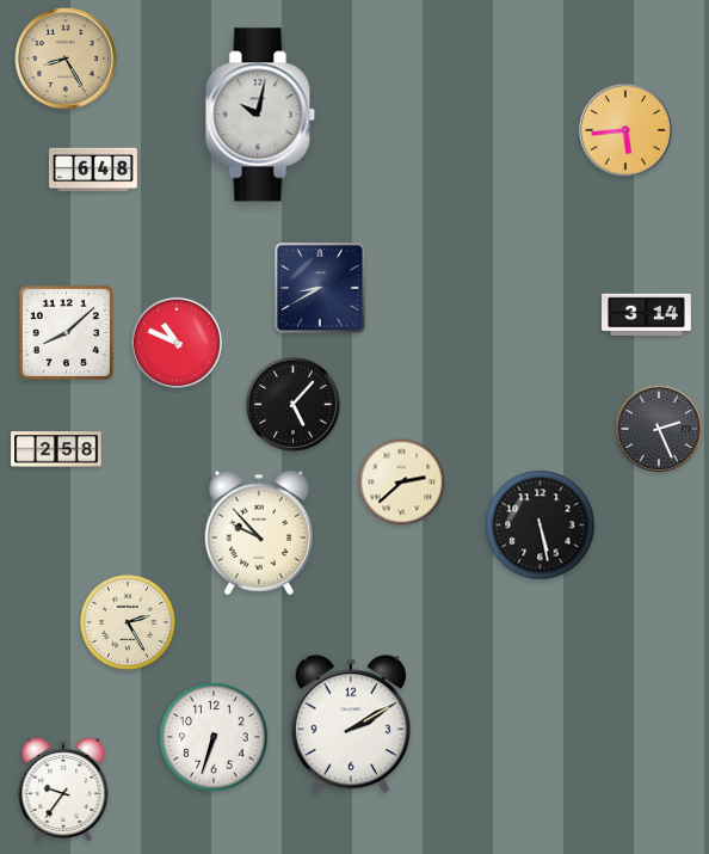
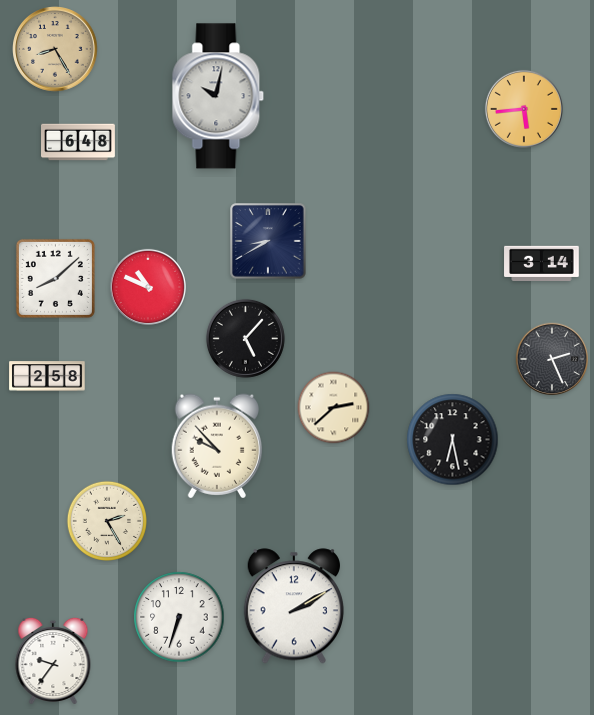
clock at (402, 483) position: (402, 483) -> (334, 408)
clock at (541, 526): 5:28 -> 6:28
